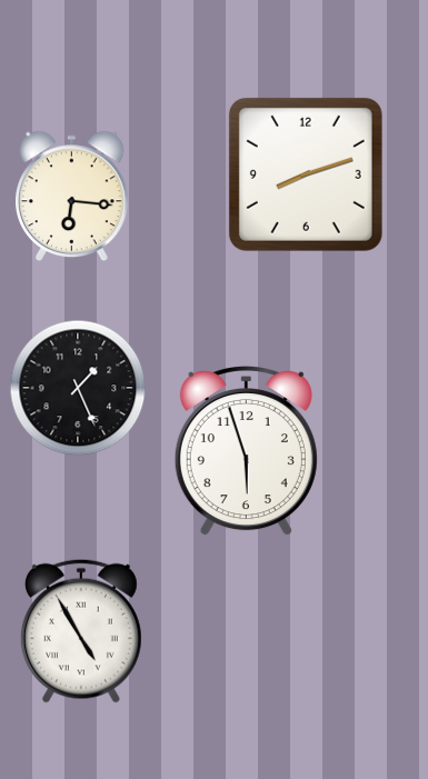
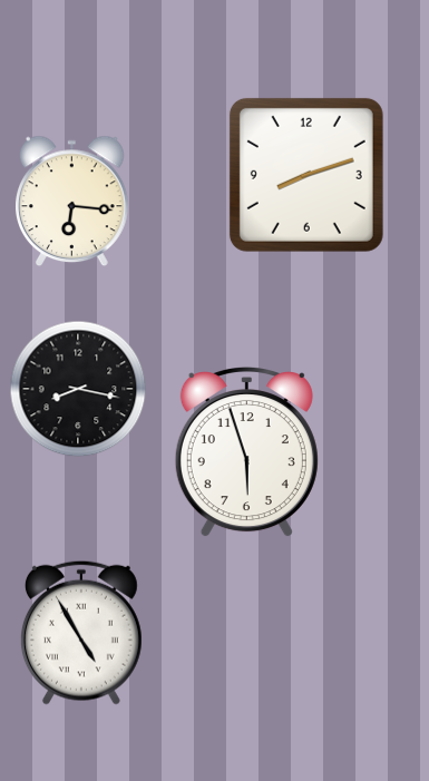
clock at (72, 197) position: (72, 197) -> (72, 202)
clock at (78, 388): 1:26 -> 8:17
